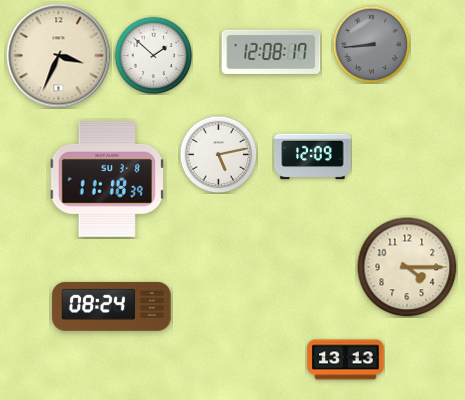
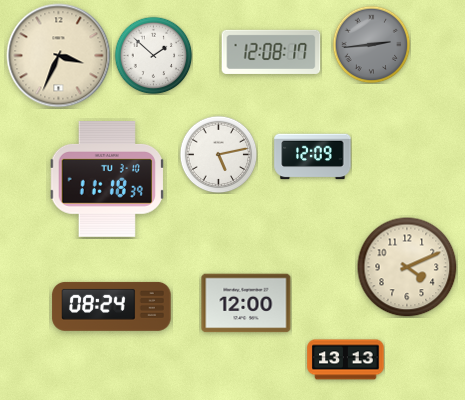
clock at (371, 44): 8:44 -> 2:44
clock at (106, 180) date: SU 3-8 -> TU 3-10
clock at (407, 267): 4:15 -> 4:11
clock at (246, 303): none -> 12:00
